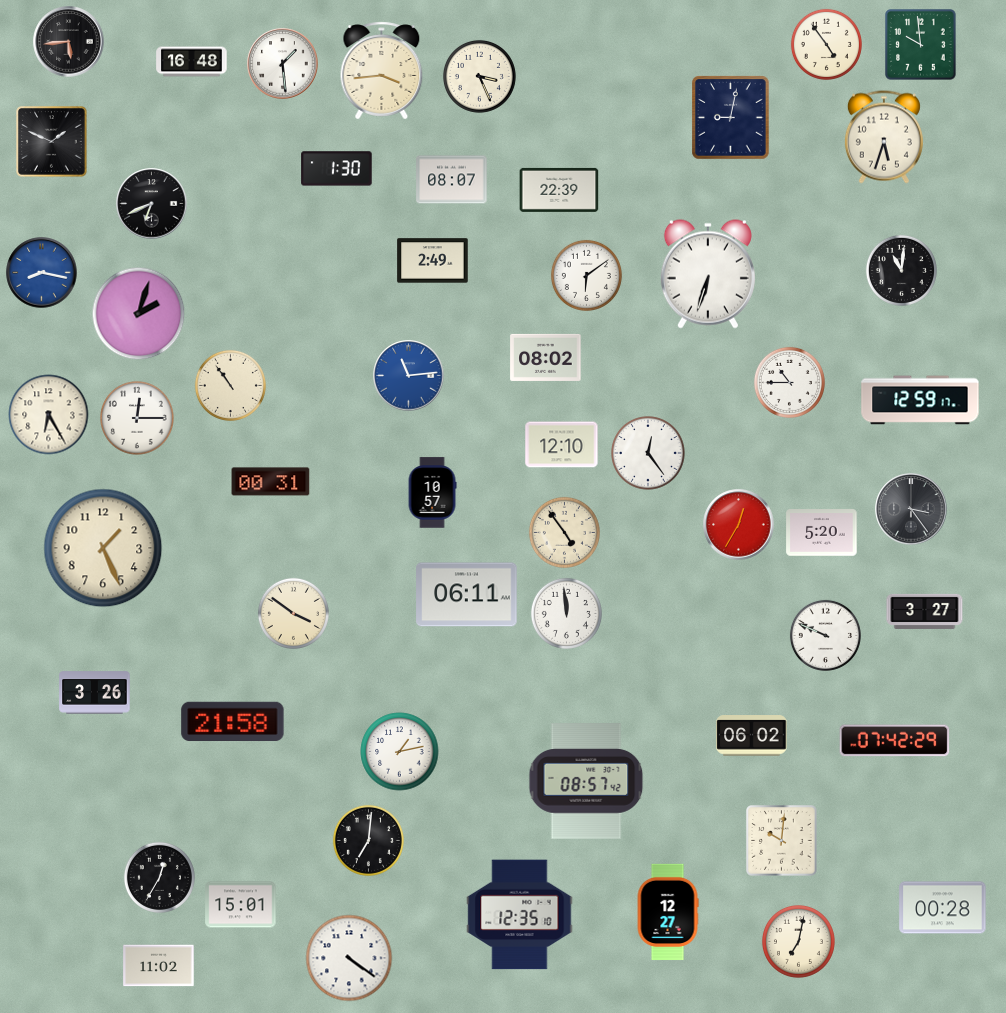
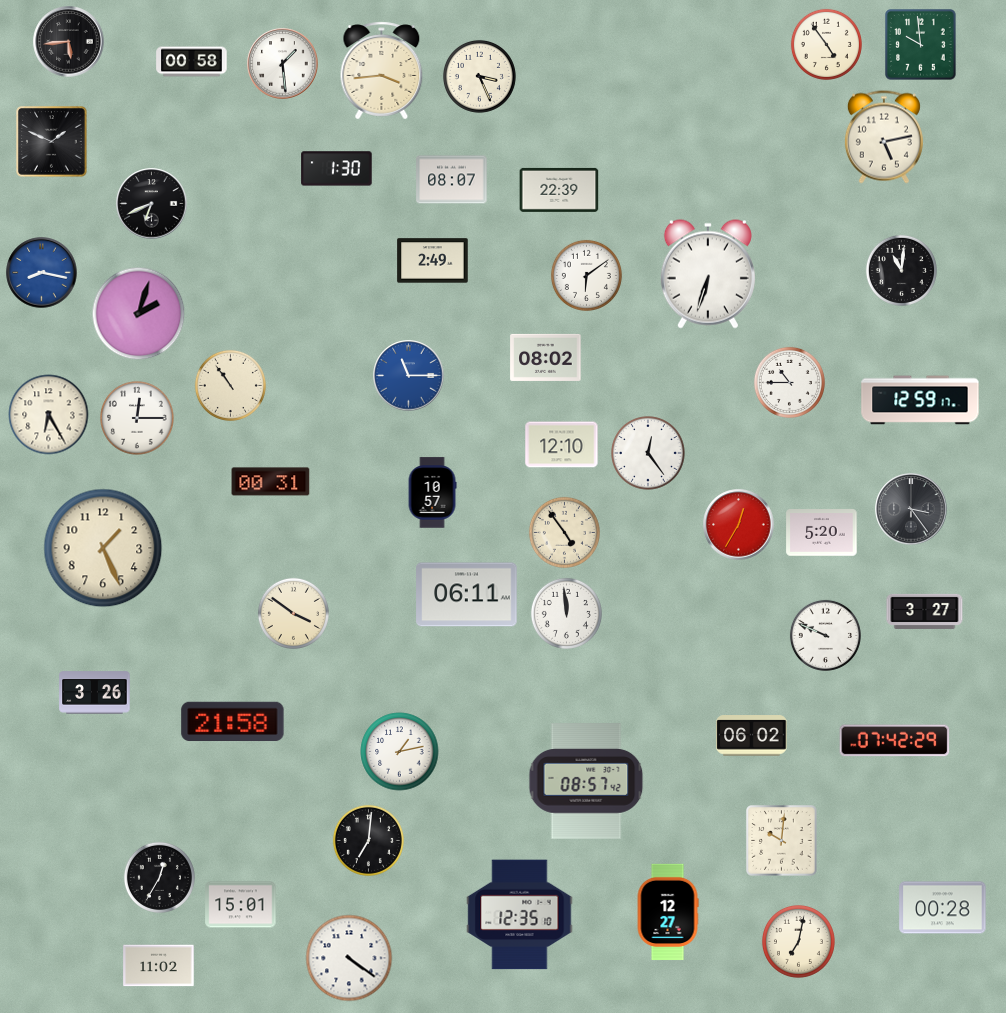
clock at (192, 62): 16:48 -> 00:58
clock at (731, 118): 9:02 -> none
clock at (884, 137): 5:33 -> 5:13
clock at (409, 376): 11:14 -> 11:15
